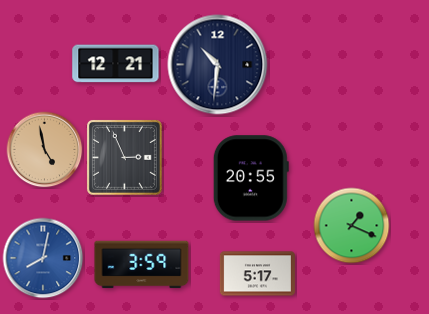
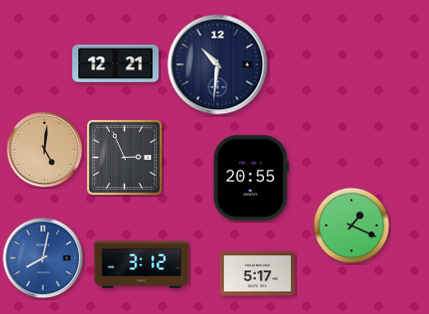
clock at (45, 150): 4:58 -> 5:01
clock at (142, 265): 3:59 -> 3:12
